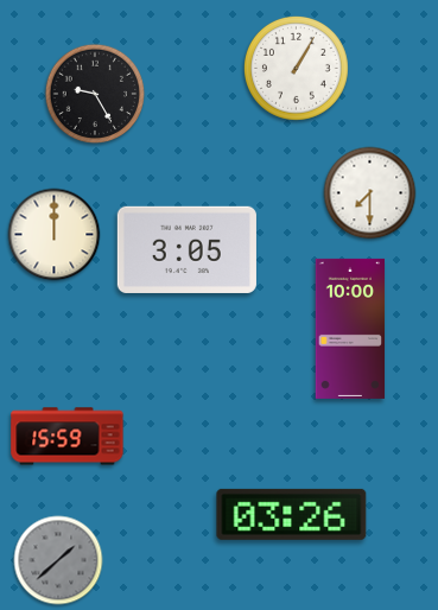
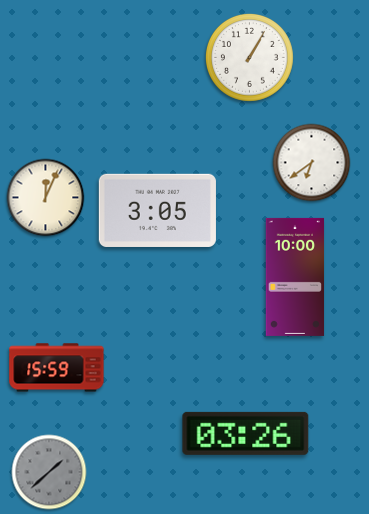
clock at (95, 94): 9:25 -> none
clock at (370, 193): 7:30 -> 6:39
clock at (55, 235): 12:00 -> 12:04
